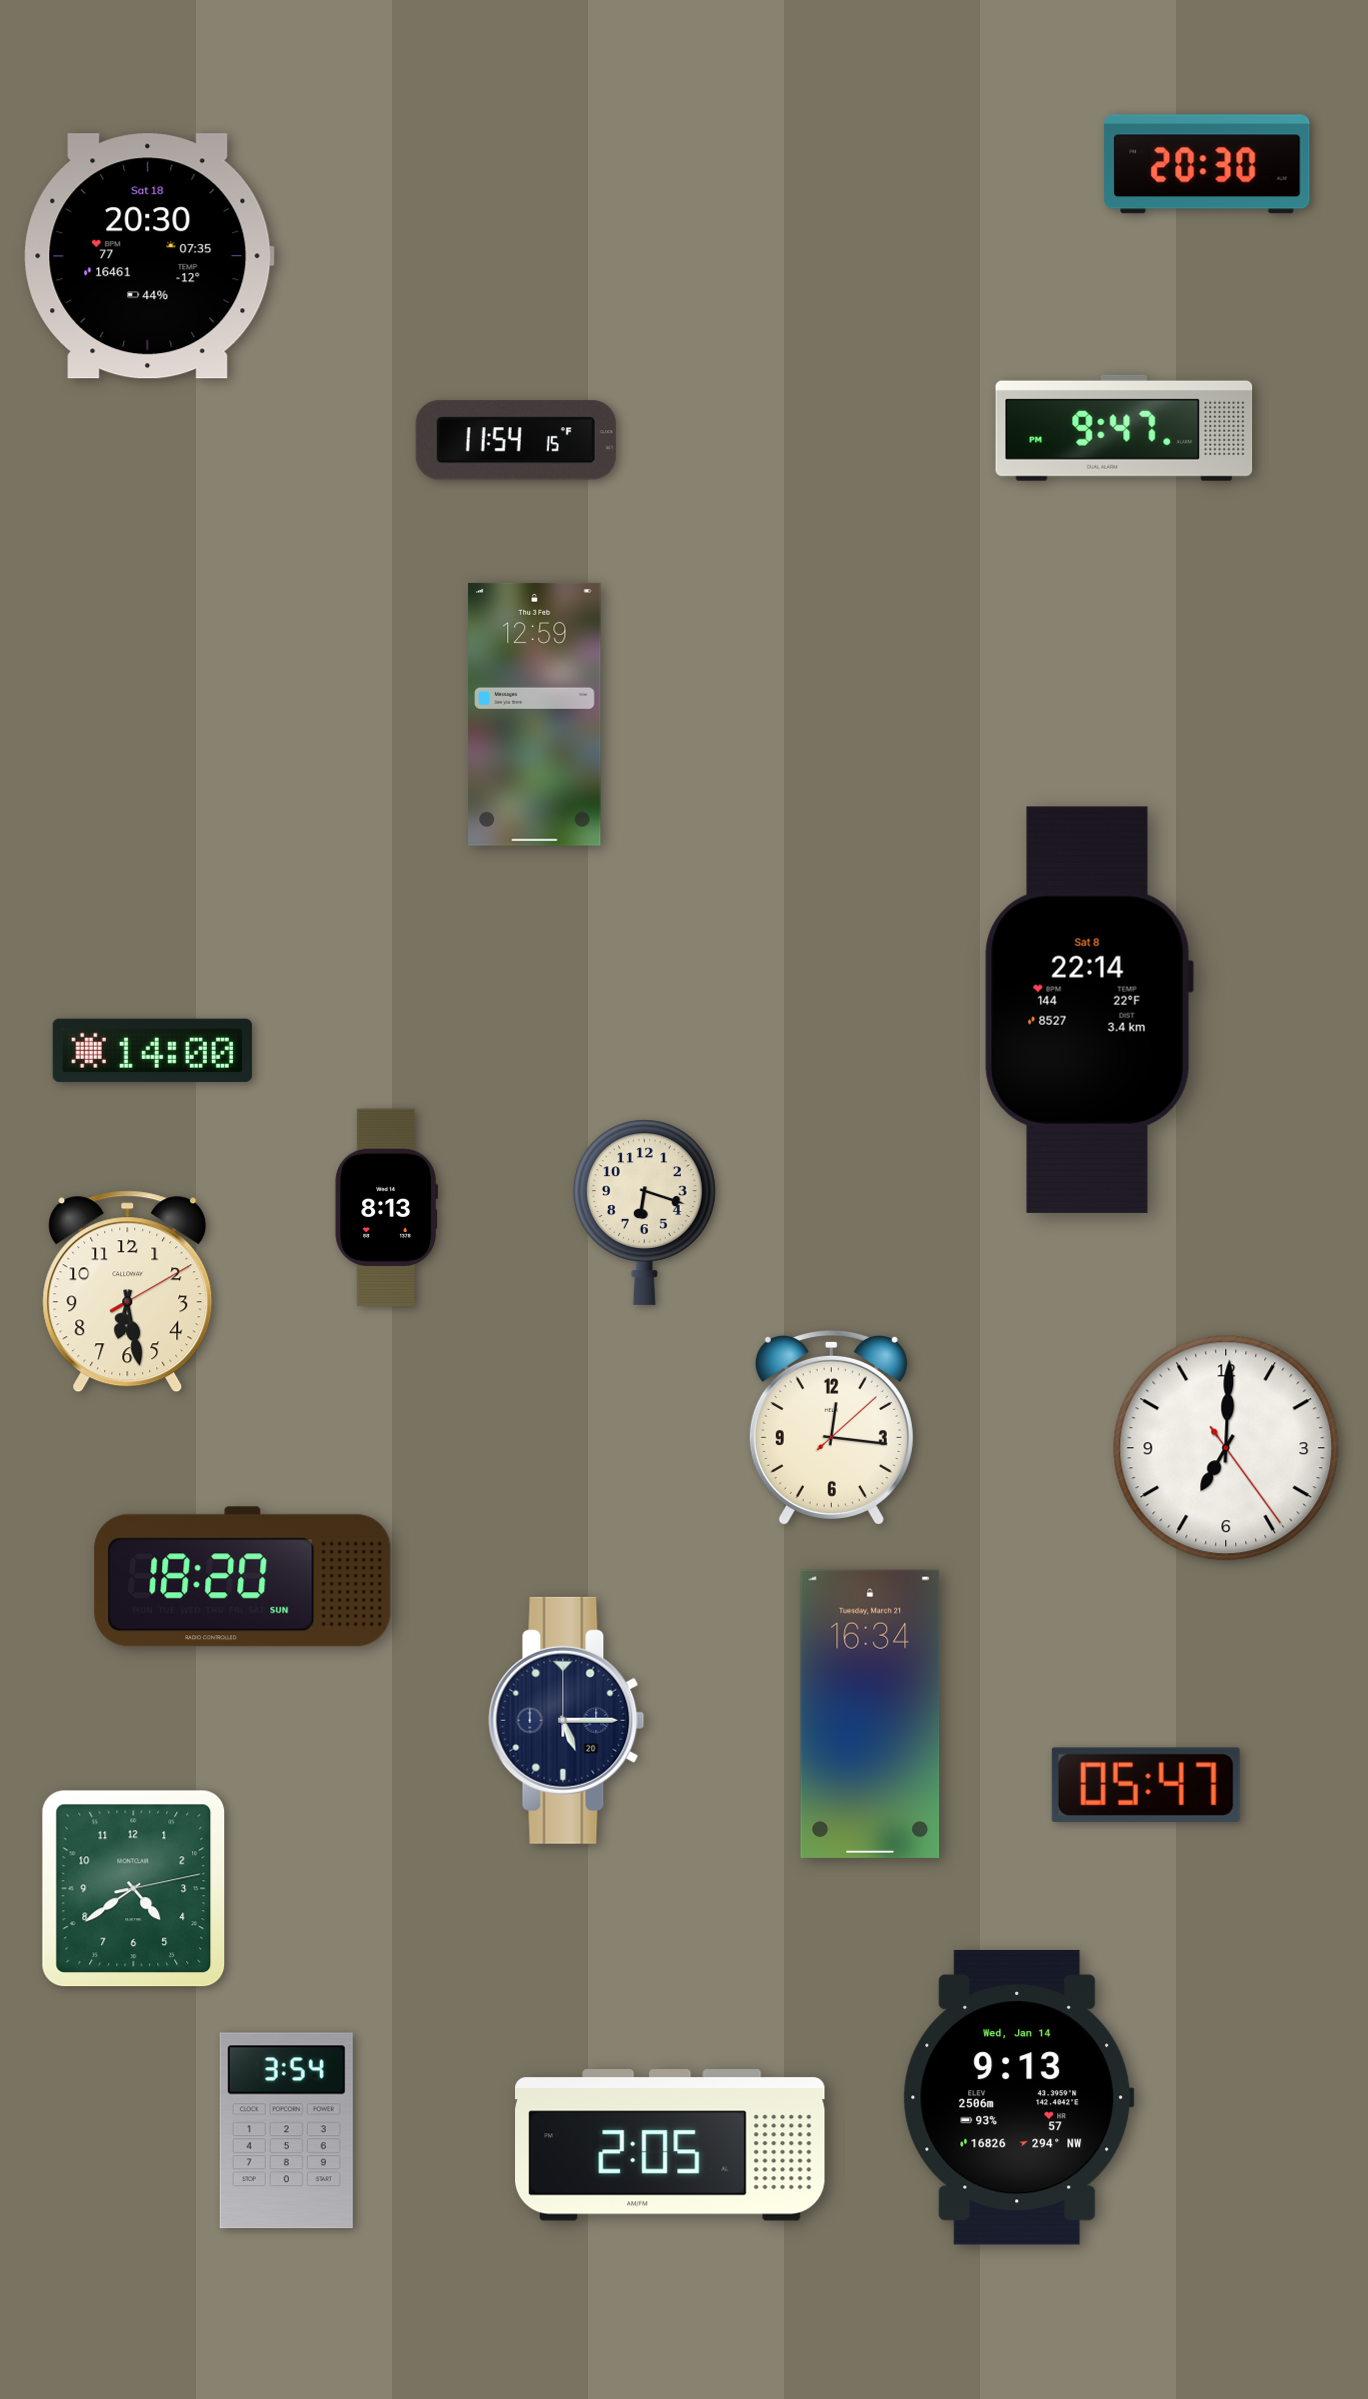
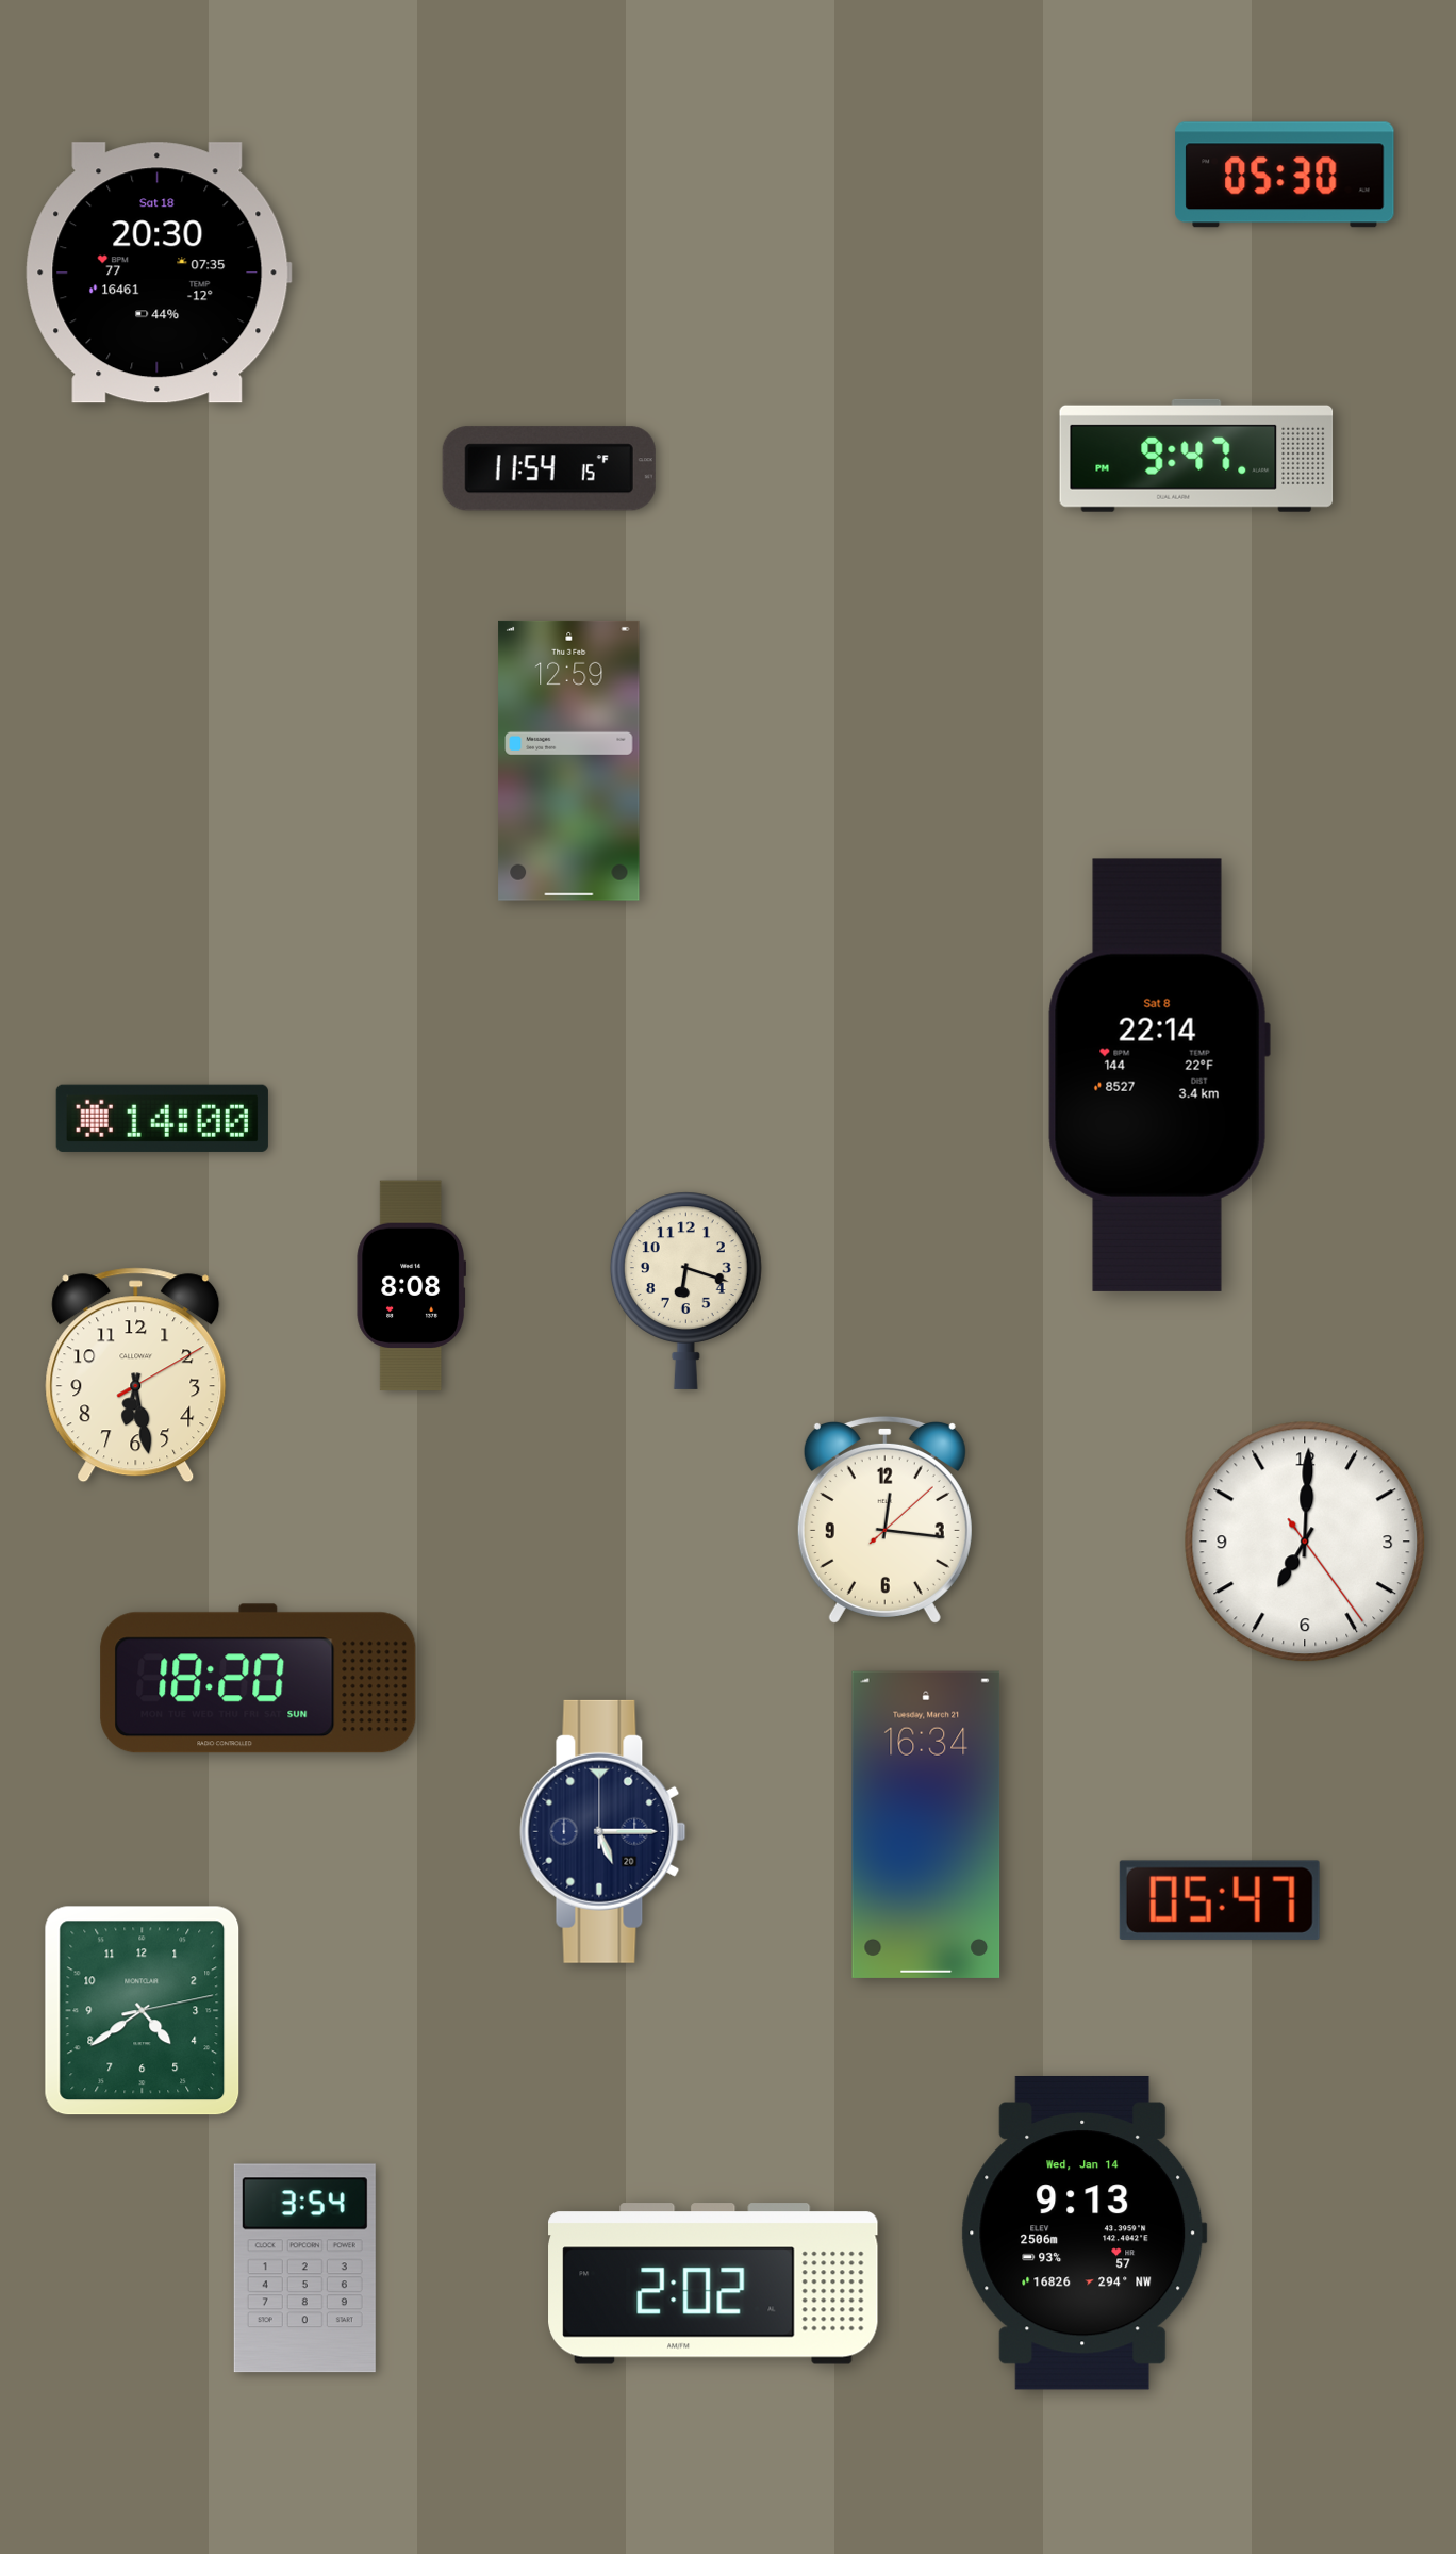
clock at (1207, 164): 20:30 -> 05:30
clock at (386, 1208): 8:13 -> 8:08
clock at (670, 2145): 2:05 -> 2:02
